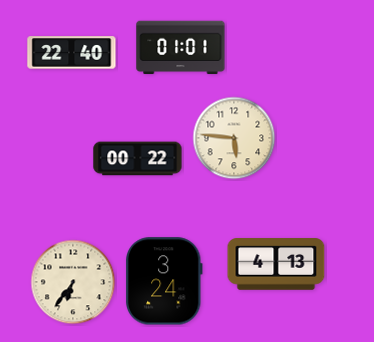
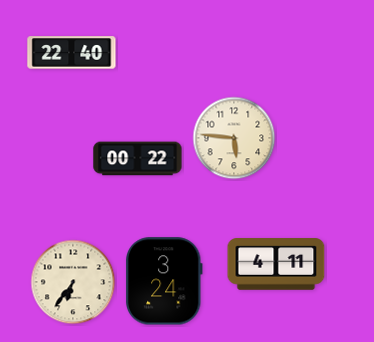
clock at (181, 48): 01:01 -> none
clock at (276, 264): 4:13 -> 4:11
